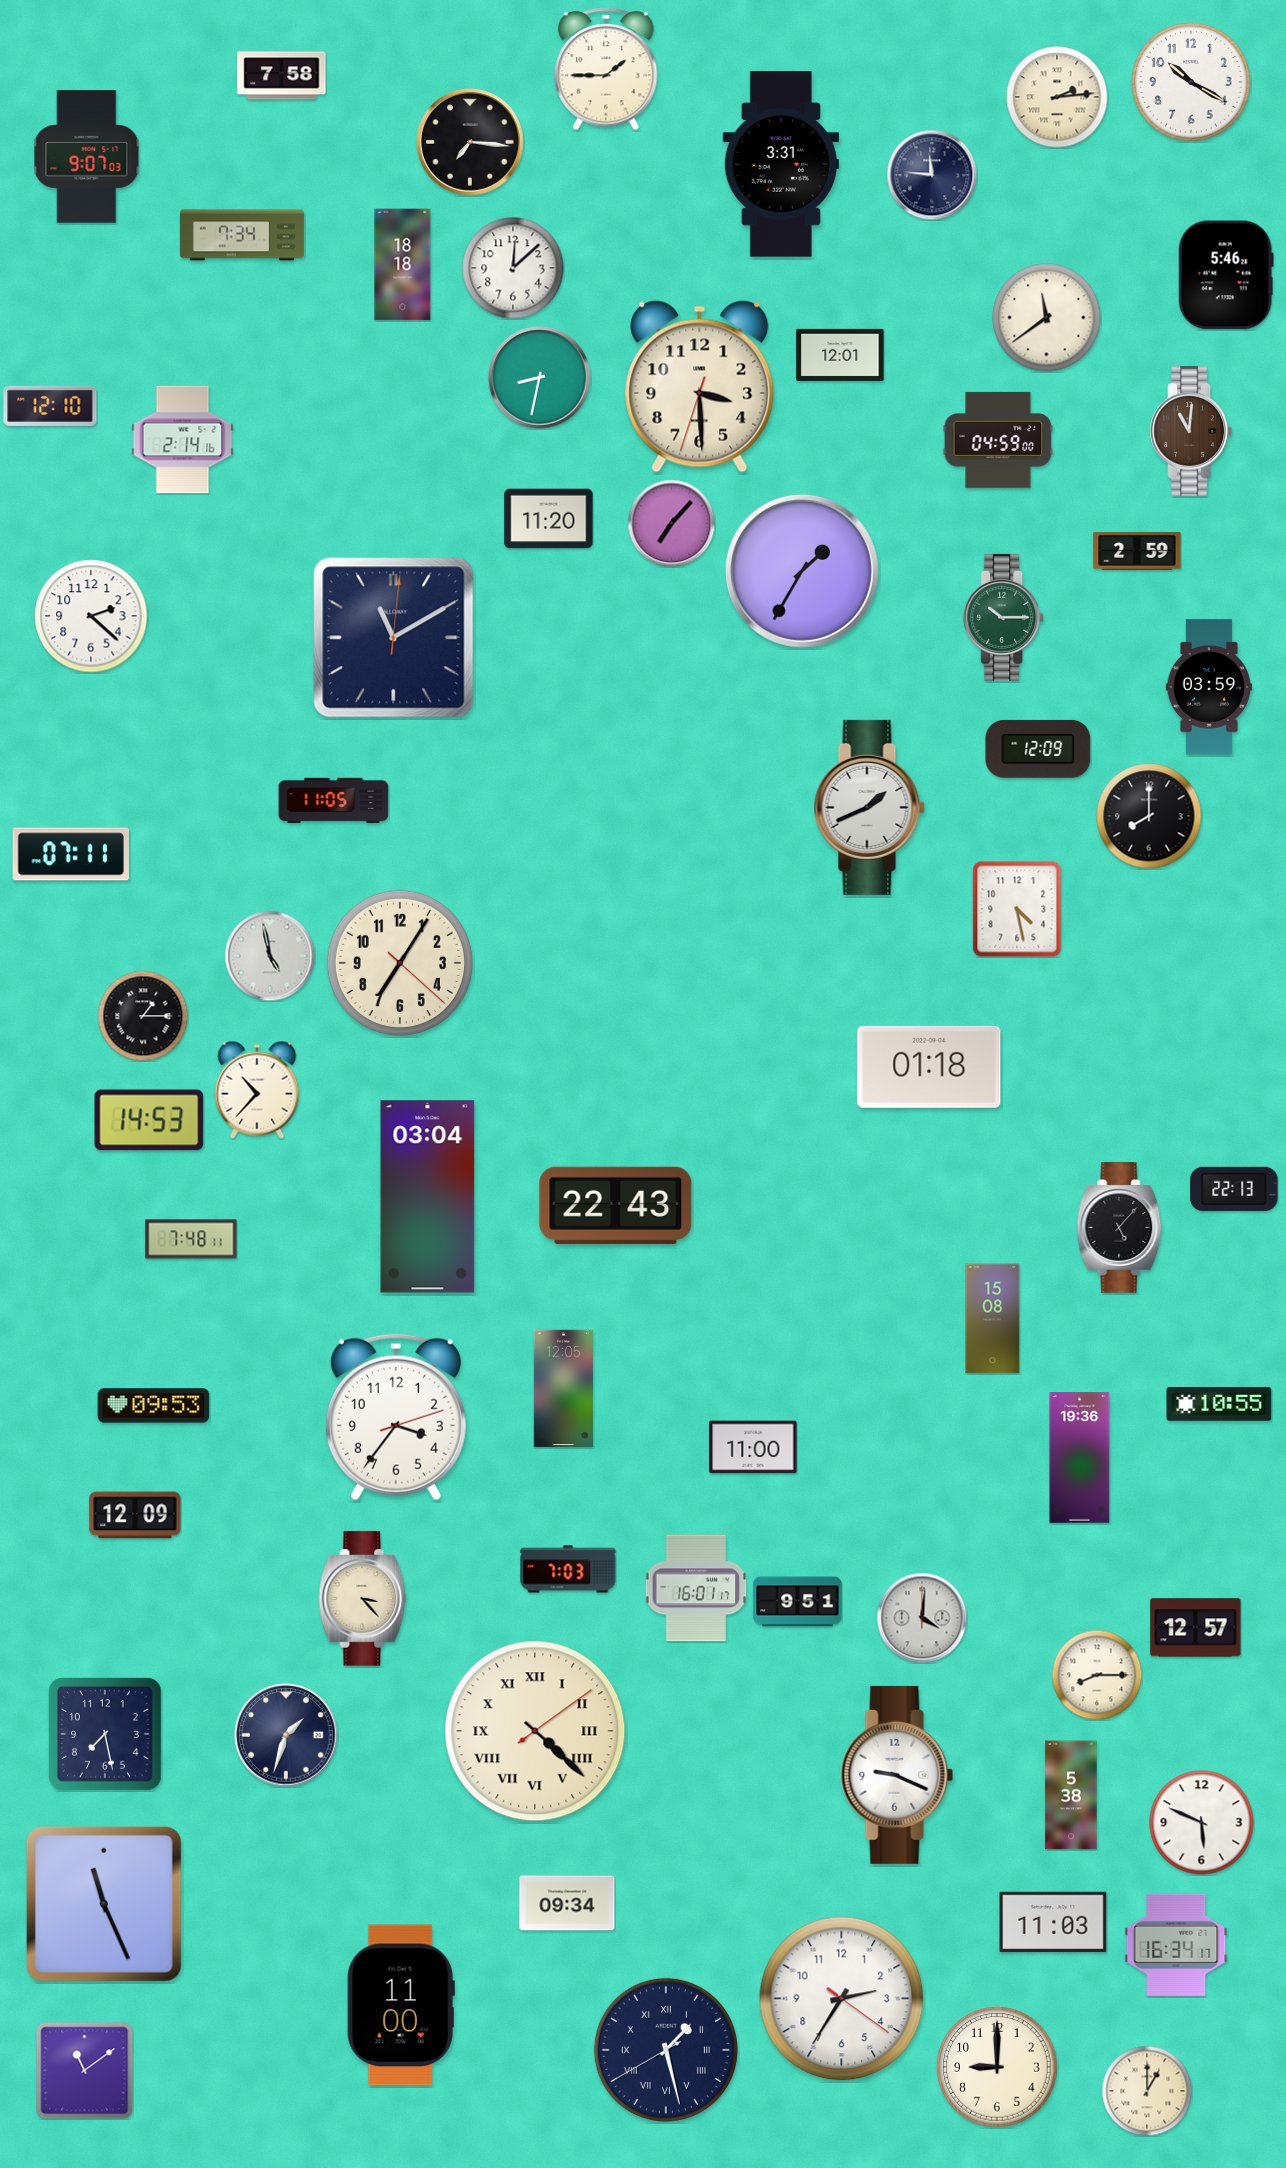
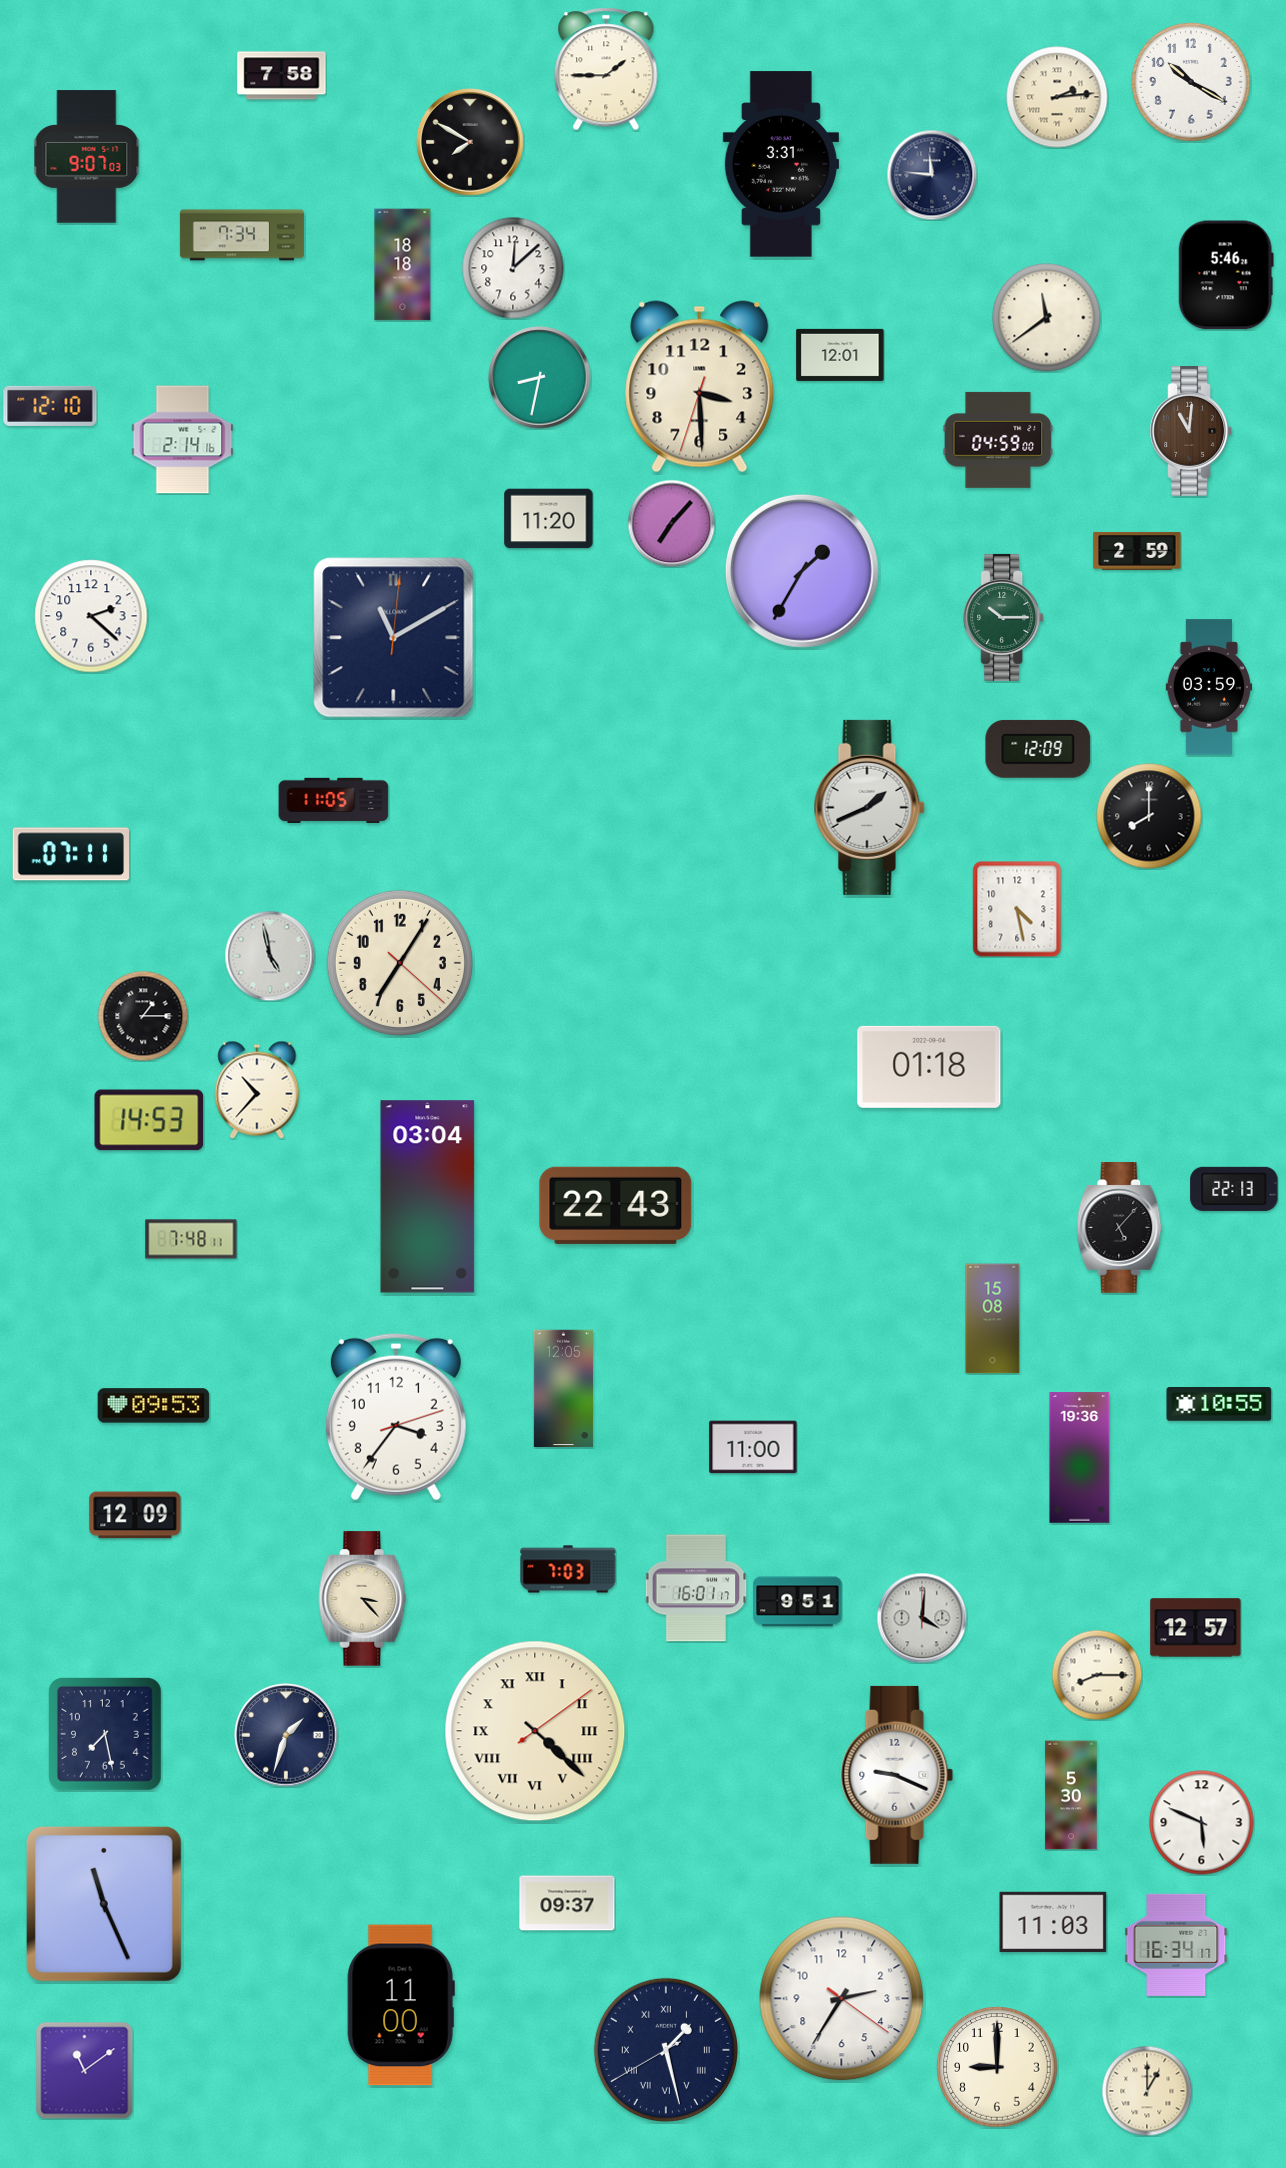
clock at (471, 143): 7:16 -> 7:50
clock at (1071, 1795): 5:38 -> 5:30
clock at (567, 1903): 09:34 -> 09:37
